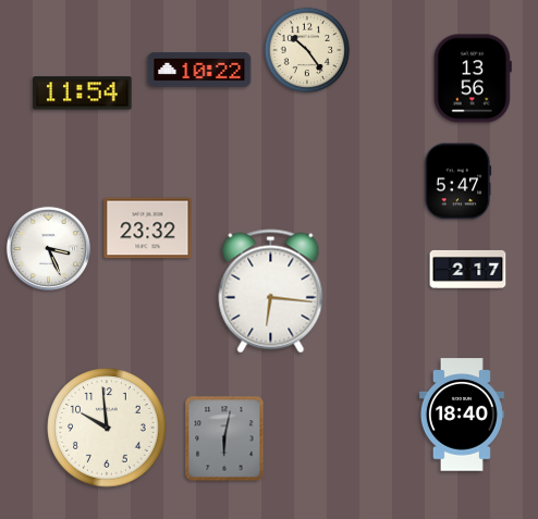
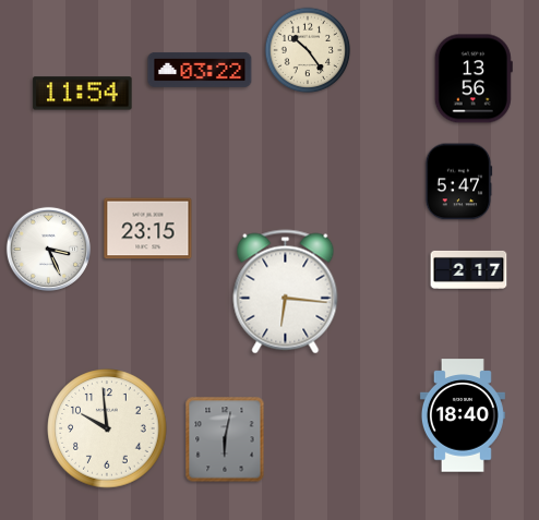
clock at (199, 70): 10:22 -> 03:22
clock at (148, 228): 23:32 -> 23:15
clock at (271, 292) position: (271, 292) -> (286, 292)
